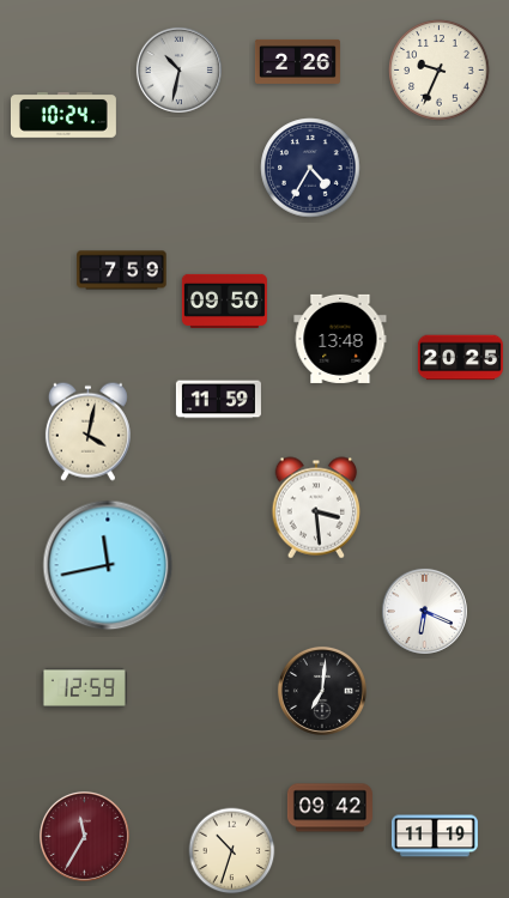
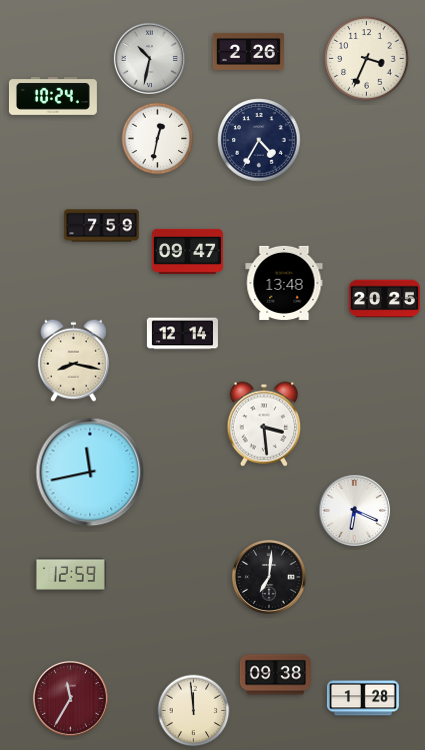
clock at (440, 71): 9:34 -> 3:34
clock at (158, 139): none -> 12:32
clock at (224, 301): 09:50 -> 09:47
clock at (218, 400): 11:59 -> 12:14
clock at (87, 431): 4:02 -> 8:17
clock at (329, 808): 09:42 -> 09:38
clock at (435, 836): 11:19 -> 1:28
clock at (232, 851): 10:33 -> 11:59
